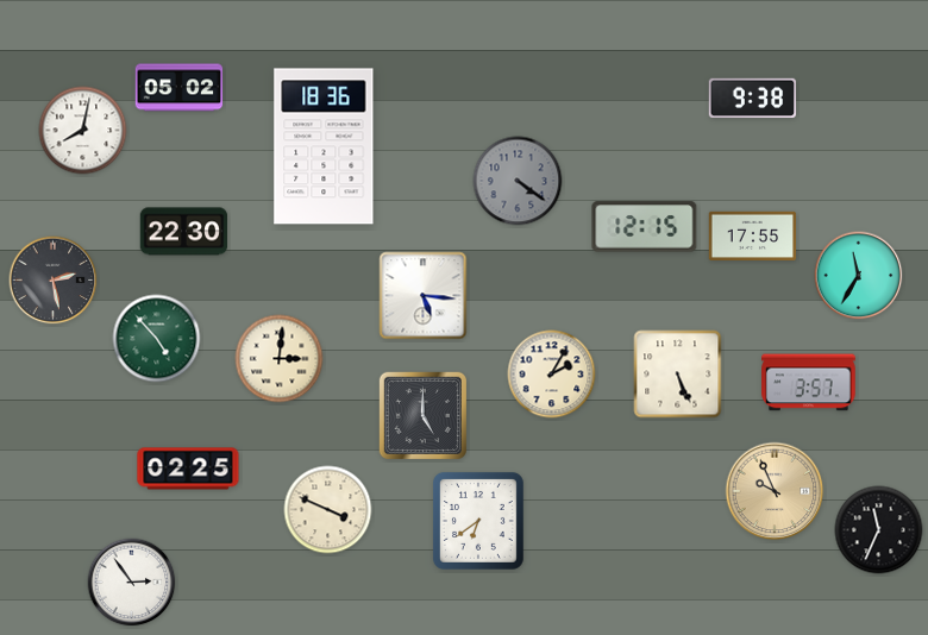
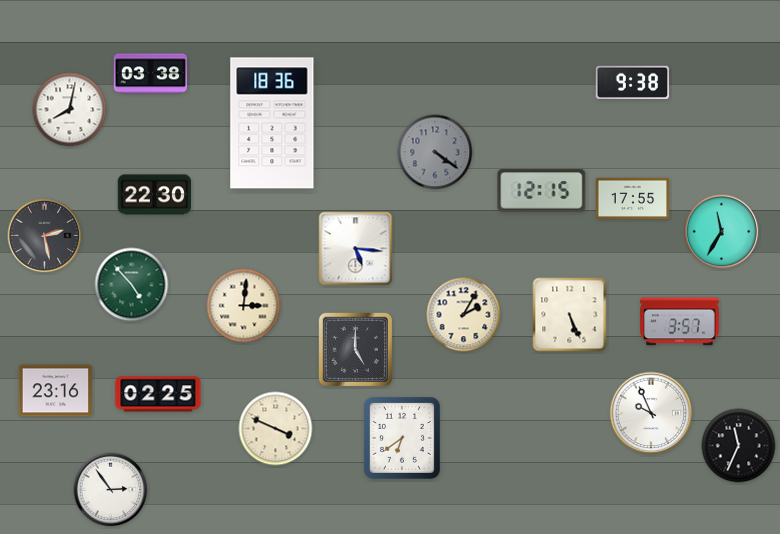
clock at (180, 88): 05:02 -> 03:38
clock at (280, 359) position: (280, 359) -> (244, 306)
clock at (56, 391): none -> 23:16
clock at (775, 491) dial: champagne -> white
